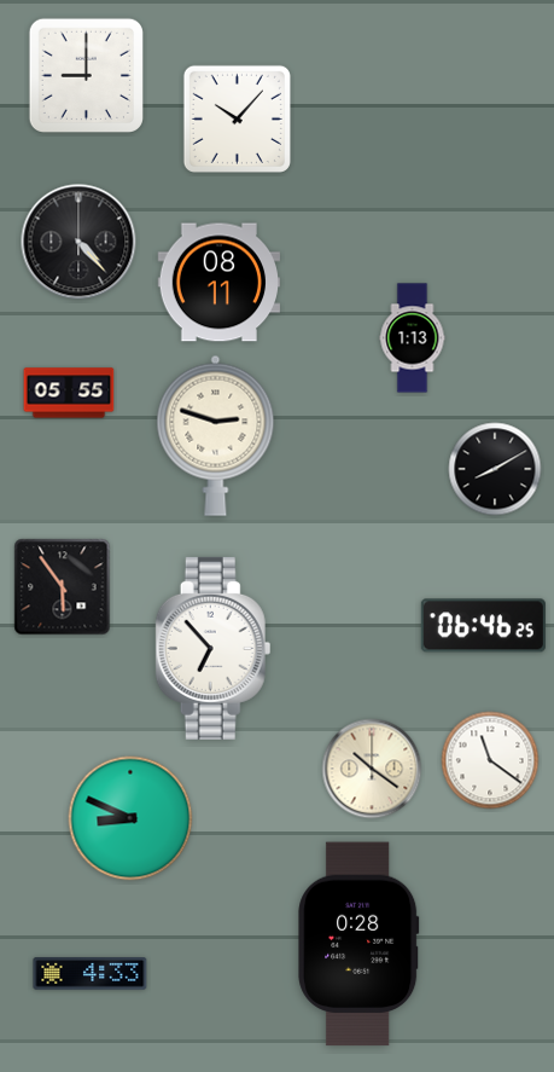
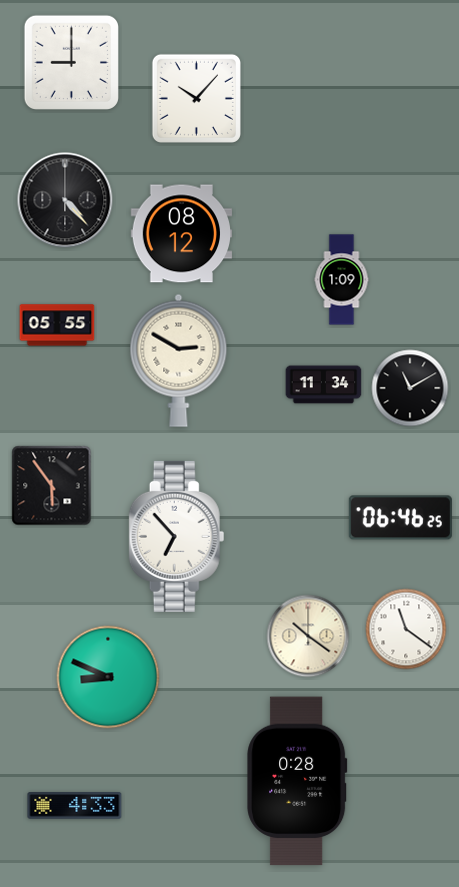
clock at (220, 283): 08:11 -> 08:12
clock at (413, 338): 1:13 -> 1:09
clock at (216, 435): 2:48 -> 2:50
clock at (324, 385): none -> 11:34
clock at (495, 469): 8:10 -> 11:10
